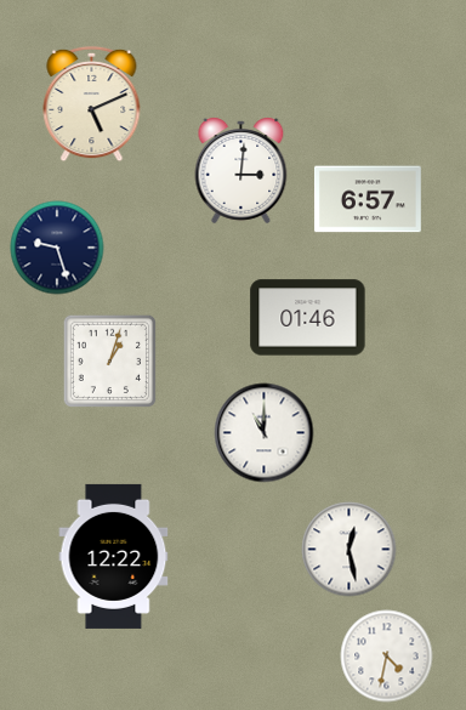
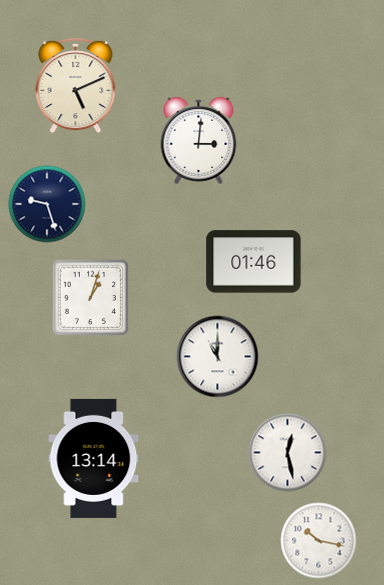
clock at (368, 199): 6:57 -> none
clock at (114, 556): 12:22 -> 13:14
clock at (387, 657): 4:32 -> 10:17
